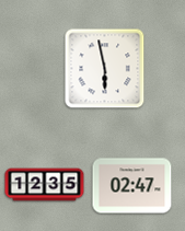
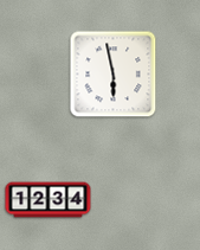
clock at (45, 185): 12:35 -> 12:34
clock at (132, 186): 02:47 -> none
